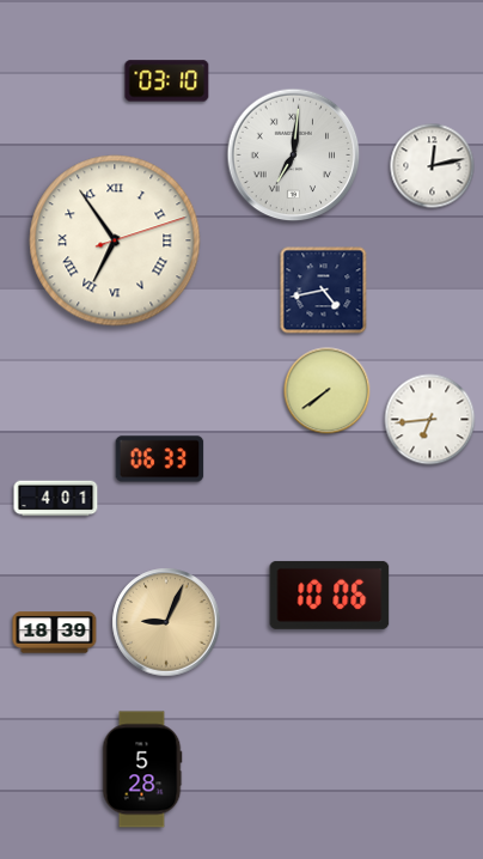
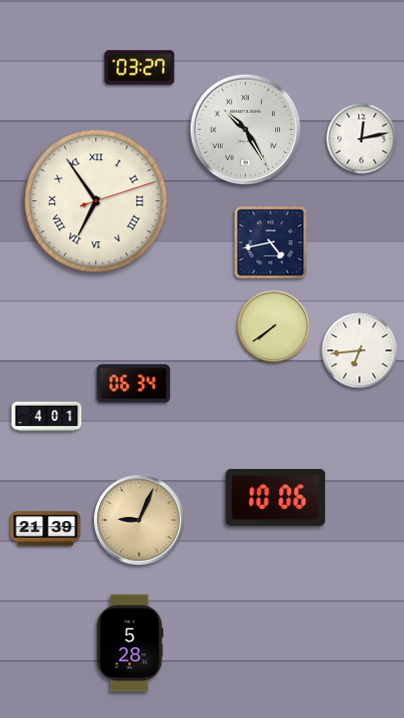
clock at (167, 81): 03:10 -> 03:27
clock at (294, 156): 7:01 -> 10:25
clock at (160, 459): 06:33 -> 06:34
clock at (55, 633): 18:39 -> 21:39
clock at (142, 769) position: (142, 769) -> (130, 643)
